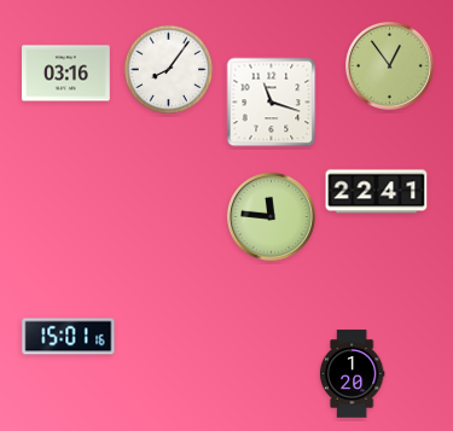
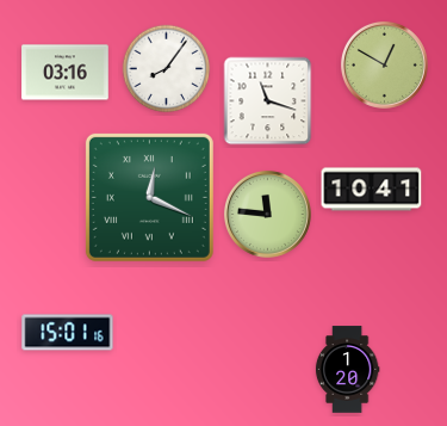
clock at (389, 65): 12:54 -> 12:50
clock at (377, 192): 22:41 -> 10:41
clock at (149, 197): none -> 12:19
